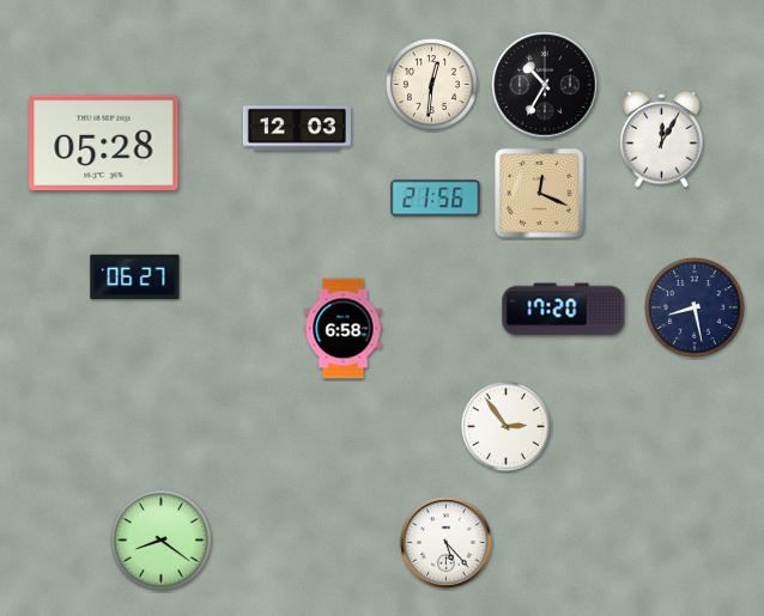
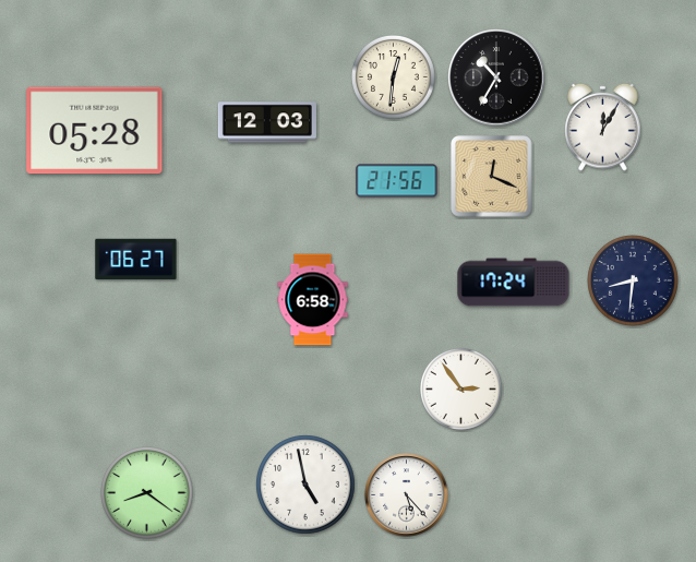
clock at (297, 128) position: (297, 128) -> (267, 122)
clock at (135, 277) position: (135, 277) -> (136, 260)
clock at (695, 307): 8:28 -> 8:31
clock at (564, 310): 17:20 -> 17:24
clock at (305, 485): none -> 4:58
